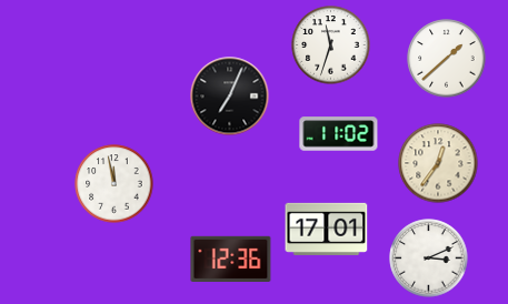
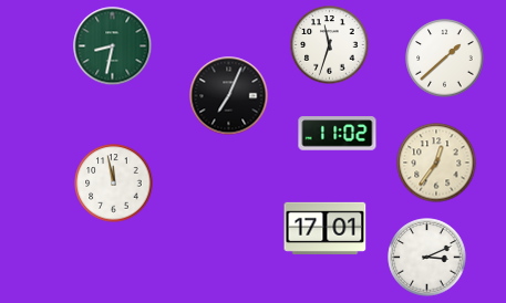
clock at (113, 46): none -> 8:32
clock at (231, 260): 12:36 -> none
